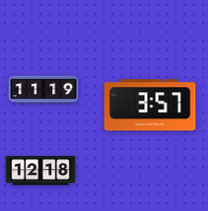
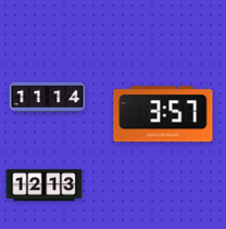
clock at (44, 90): 11:19 -> 11:14
clock at (41, 170): 12:18 -> 12:13
